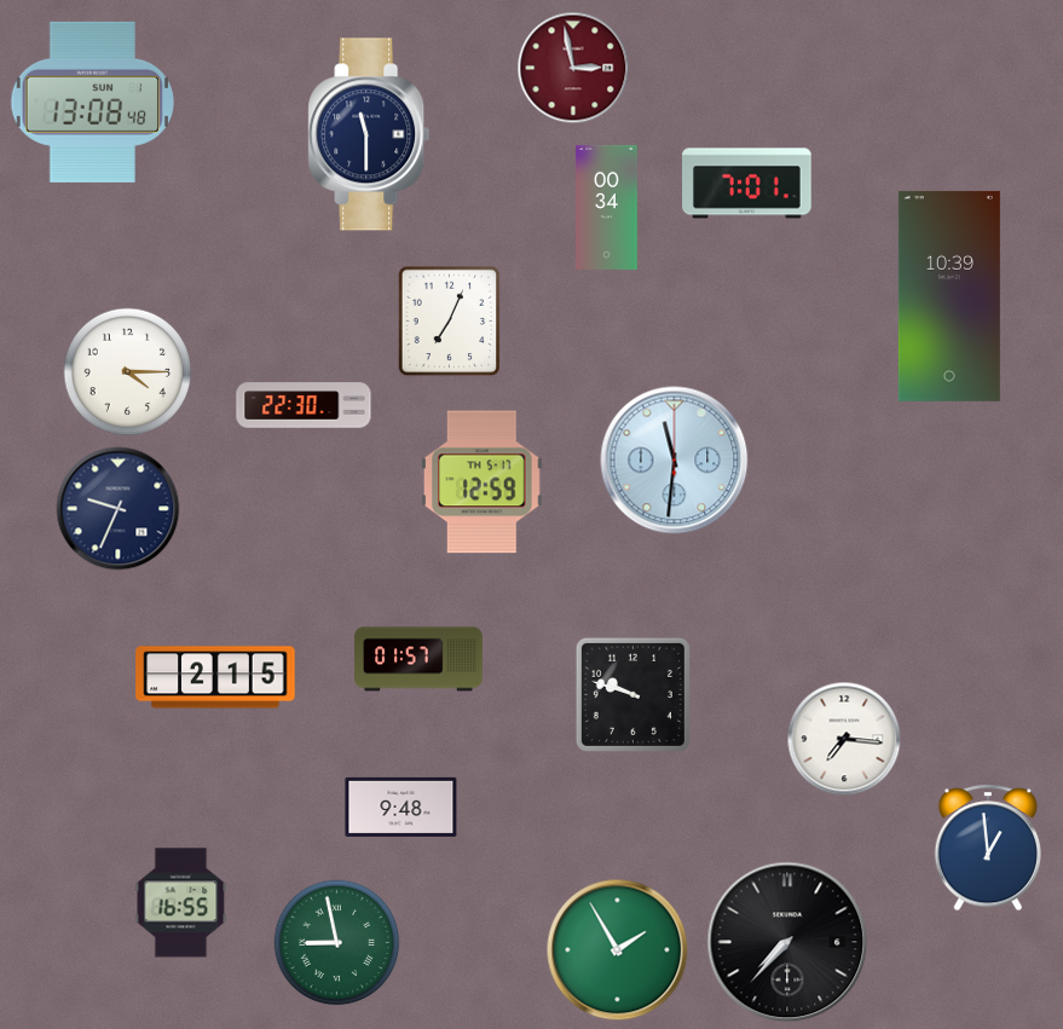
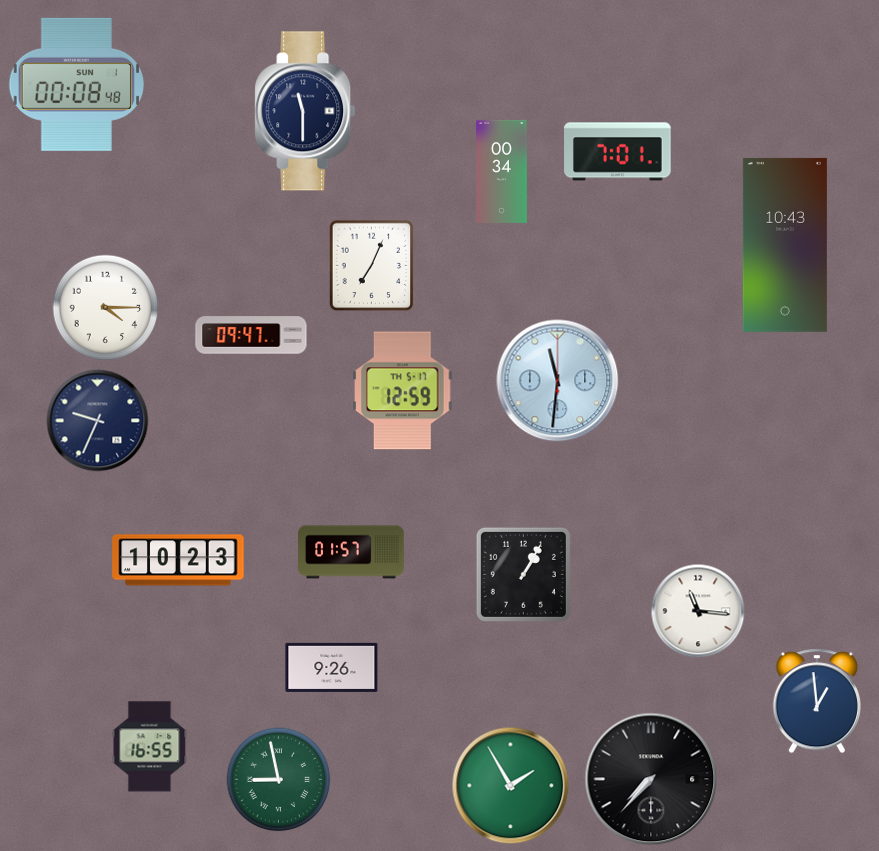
clock at (573, 68): 2:58 -> none
clock at (92, 102): 13:08 -> 00:08
clock at (949, 296): 10:39 -> 10:43
clock at (304, 405): 22:30 -> 09:47
clock at (483, 482) position: (483, 482) -> (403, 391)
clock at (418, 659) position: (418, 659) -> (351, 552)
clock at (215, 677): 2:15 -> 10:23
clock at (632, 694): 9:48 -> 1:05
clock at (844, 739): 7:16 -> 11:16
clock at (401, 807): 9:48 -> 9:26
